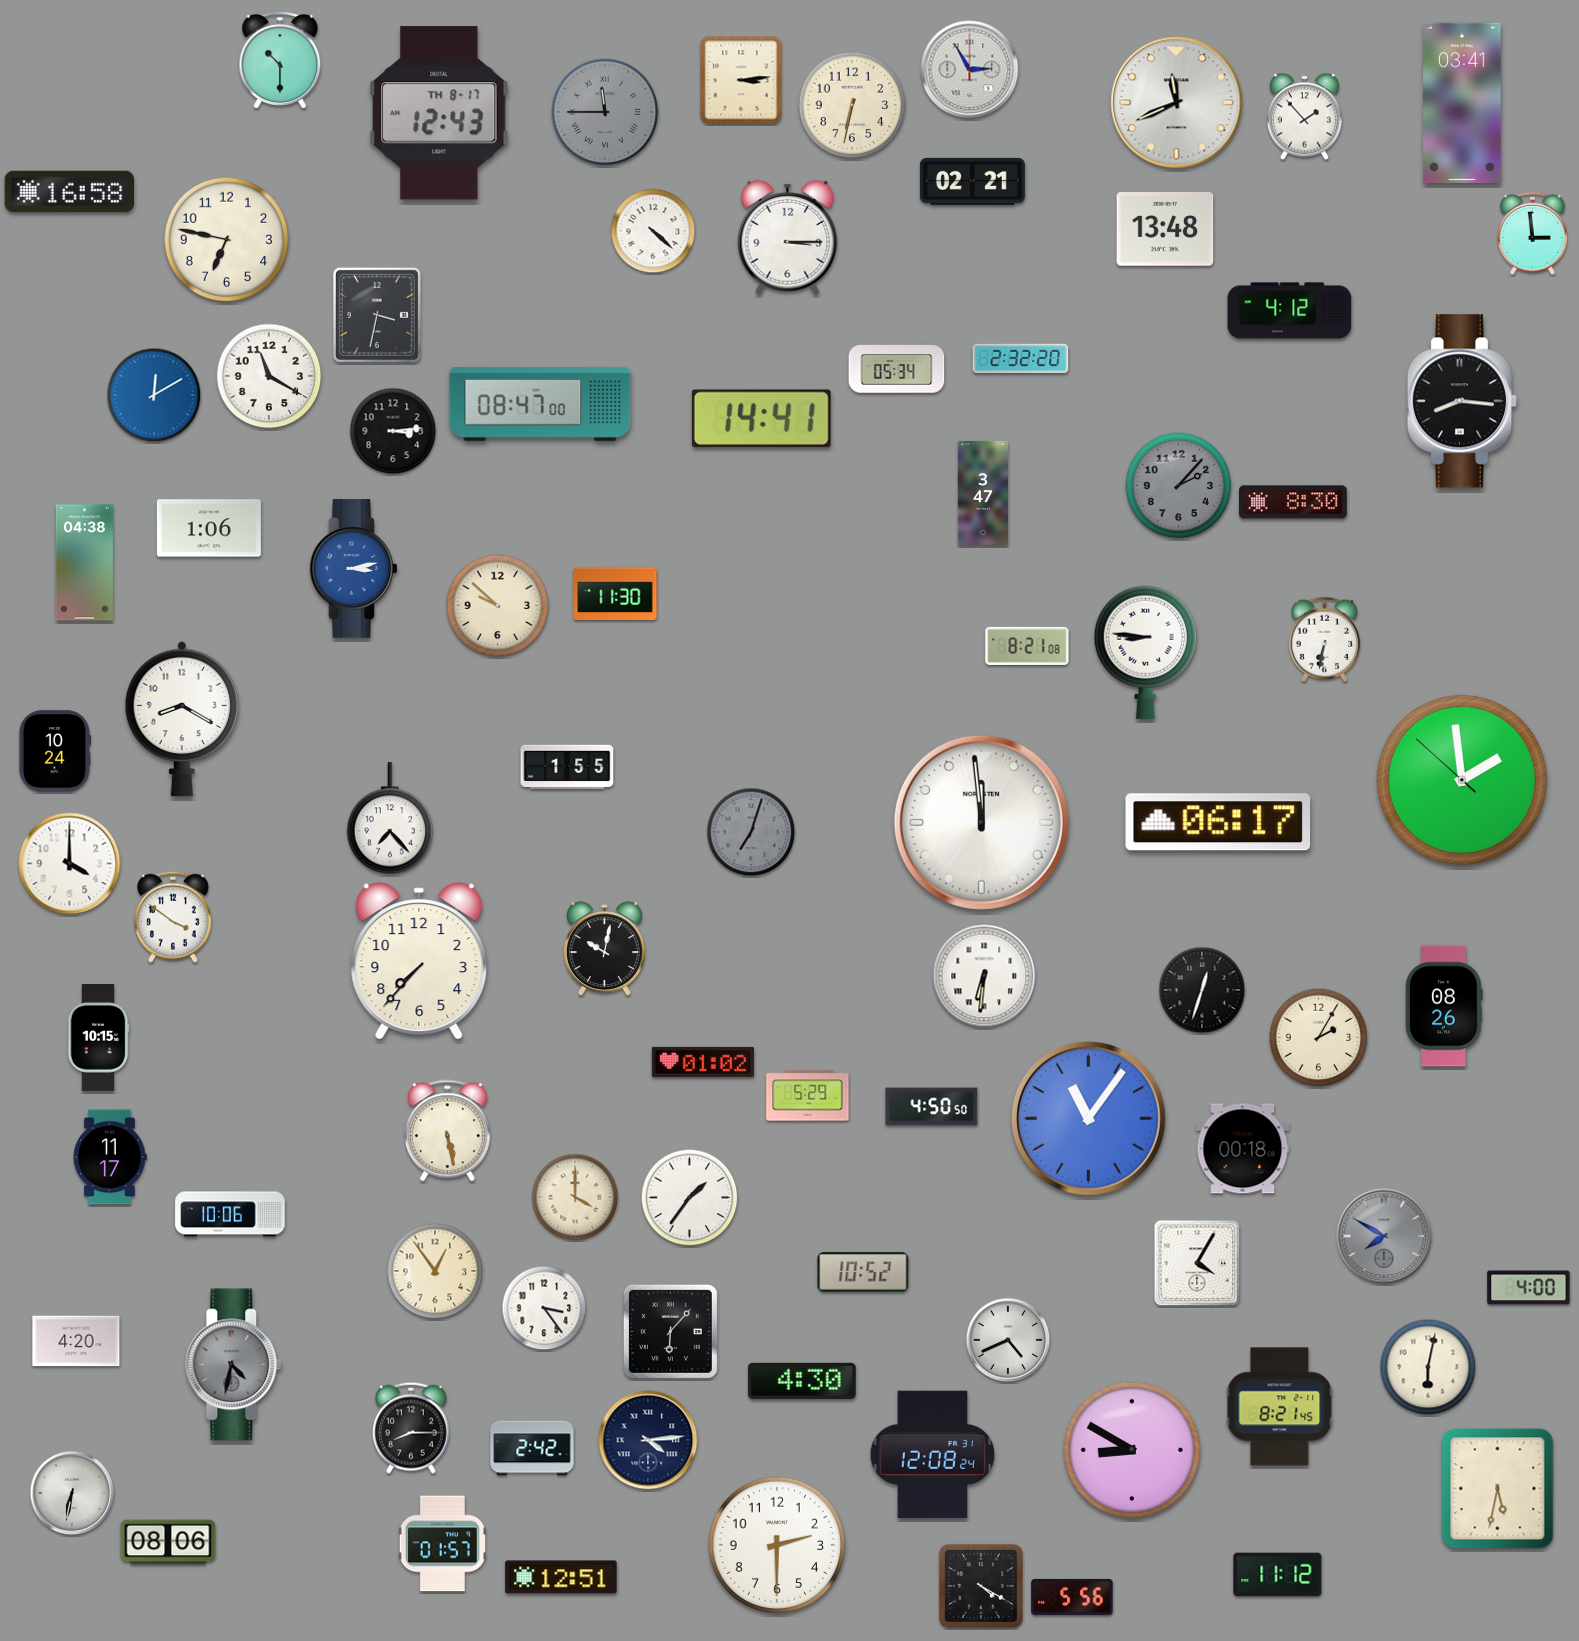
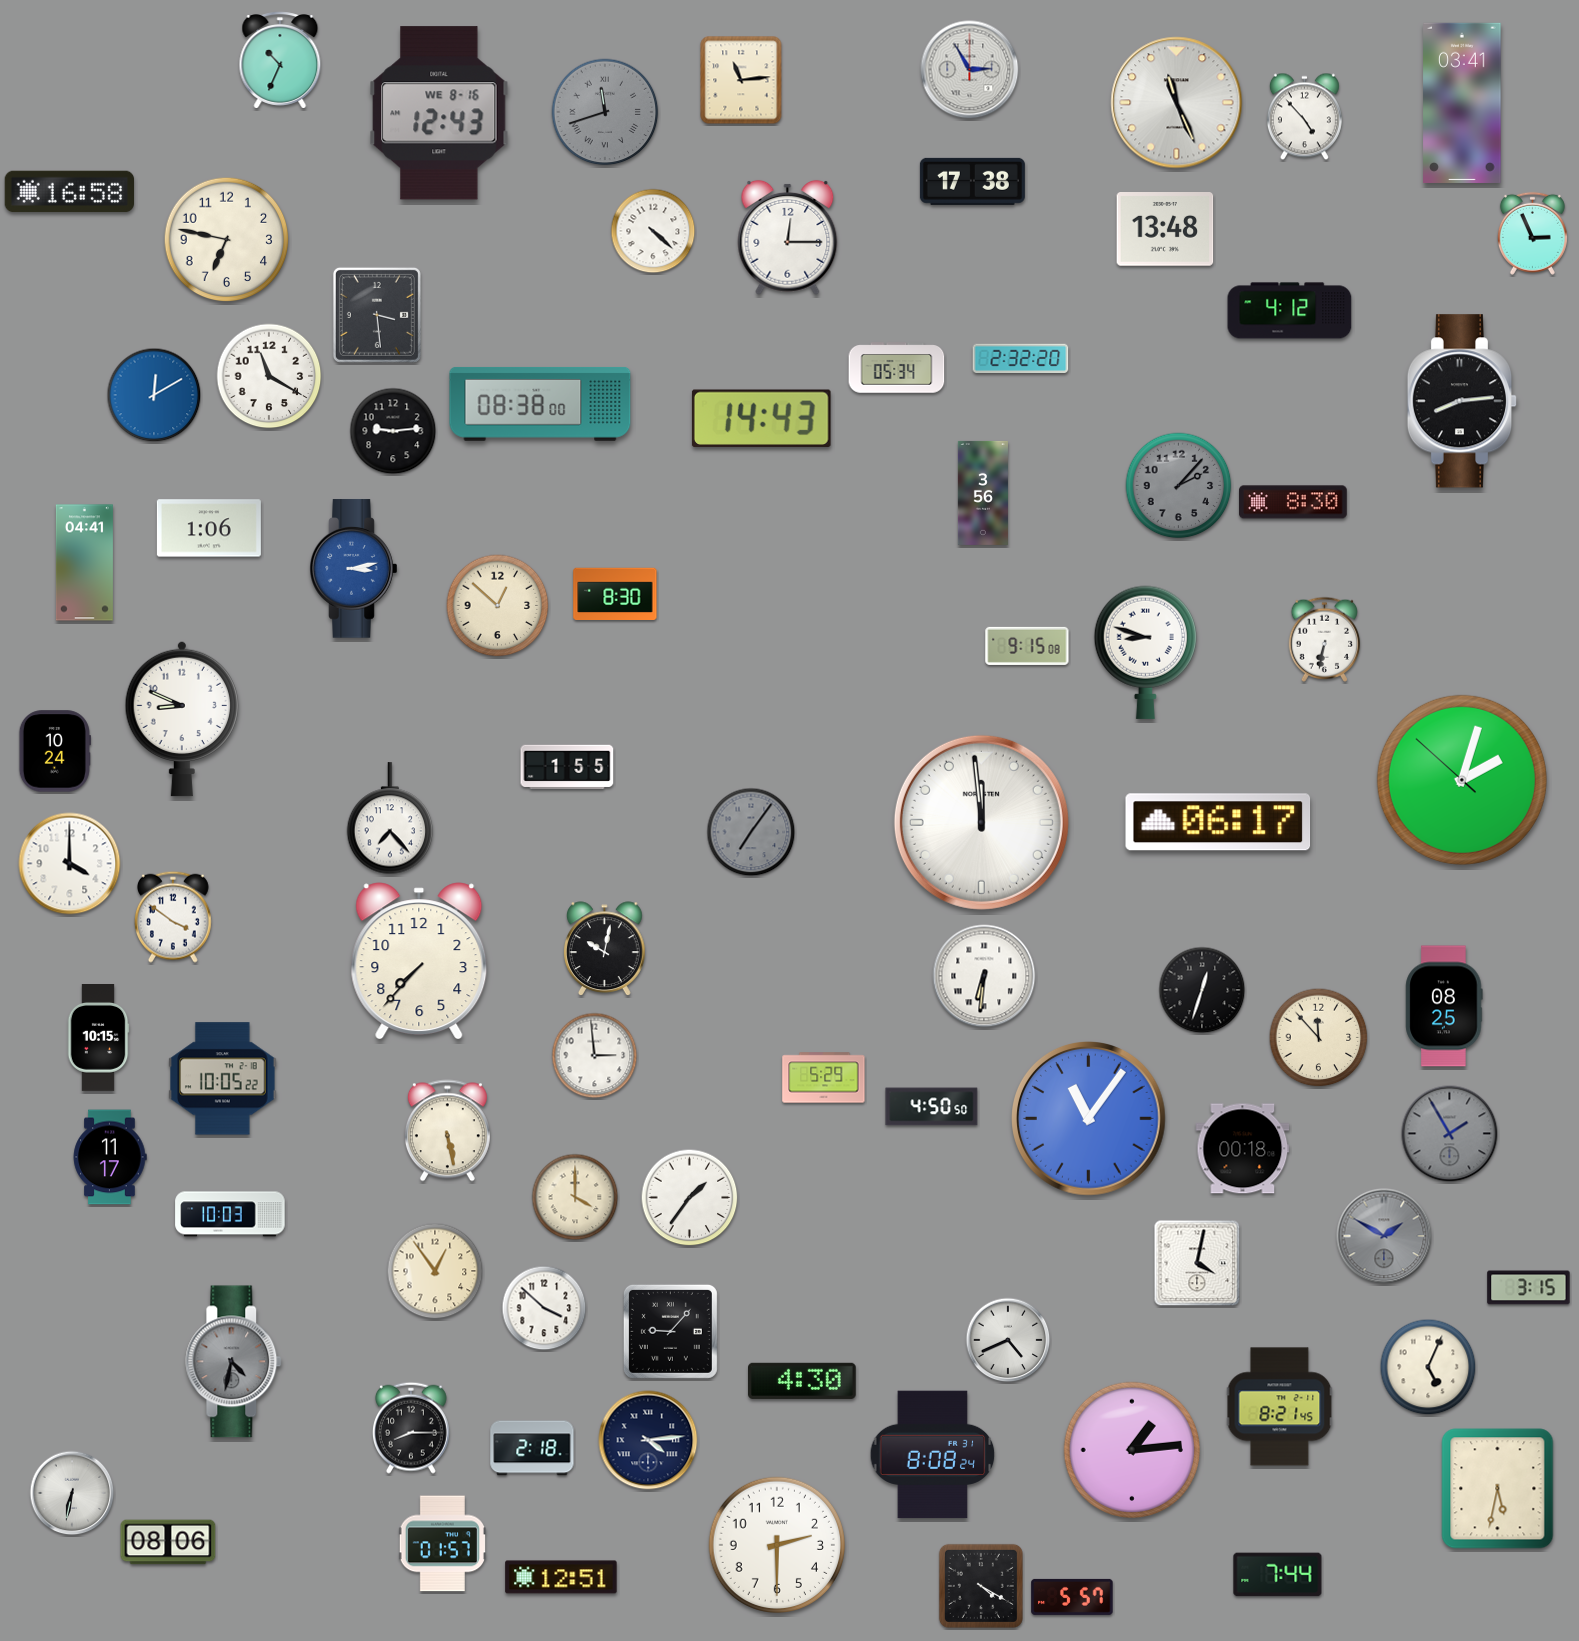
clock at (280, 60): 10:30 -> 10:34
clock at (741, 80): 3:14 -> 11:14
clock at (1177, 103): 11:41 -> 11:26
clock at (852, 105): 6:32 -> none
clock at (605, 112): 11:45 -> 11:42
clock at (439, 113) date: TH 8-17 -> WE 8-16
clock at (1304, 117): 1:53 -> 4:53
clock at (972, 181): 02:21 -> 17:38
clock at (1532, 233): 2:59 -> 2:56
clock at (788, 237): 3:15 -> 12:15
clock at (377, 315): 3:32 -> 3:29
clock at (1462, 401): 8:16 -> 8:14
clock at (540, 404): 08:47 -> 08:38
clock at (761, 418): 14:41 -> 14:43
clock at (393, 431): 3:14 -> 9:14
clock at (983, 493): 3:47 -> 3:56
clock at (84, 563): 04:38 -> 04:41
clock at (615, 594): 11:30 -> 8:30
clock at (498, 606): 9:52 -> 12:52
clock at (1027, 646): 8:21 -> 9:15
clock at (1145, 652): 8:46 -> 8:48
clock at (181, 719): 8:20 -> 8:49
clock at (1462, 780): 1:58 -> 2:02
clock at (751, 832): 7:03 -> 7:06
clock at (1444, 1006): 08:26 -> 08:25
clock at (1319, 1038): 2:05 -> 11:53
clock at (595, 1056): none -> 2:59
clock at (703, 1062): 01:02 -> none
clock at (223, 1079): none -> 10:05
clock at (808, 1096) position: (808, 1096) -> (824, 1078)
clock at (1450, 1134): none -> 1:55
clock at (230, 1214): 10:06 -> 10:03
clock at (1384, 1236): 7:50 -> 1:50
clock at (1197, 1263): 4:05 -> 4:02
clock at (863, 1272): 10:52 -> none
clock at (1529, 1288): 4:00 -> 3:15
clock at (544, 1308): 3:24 -> 3:52
clock at (670, 1331): 6:07 -> 9:07
clock at (76, 1341): 4:20 -> none
clock at (234, 1365) position: (234, 1365) -> (234, 1362)
clock at (1428, 1367): 6:02 -> 5:04
clock at (532, 1448): 2:42 -> 2:18
clock at (1131, 1449): 8:50 -> 1:14
clock at (933, 1455): 12:08 -> 8:08
clock at (1278, 1575): 11:12 -> 7:44
clock at (1072, 1597): 5:56 -> 5:57
